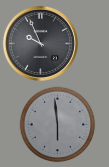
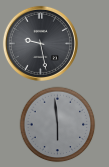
clock at (40, 43): 9:56 -> 9:28
